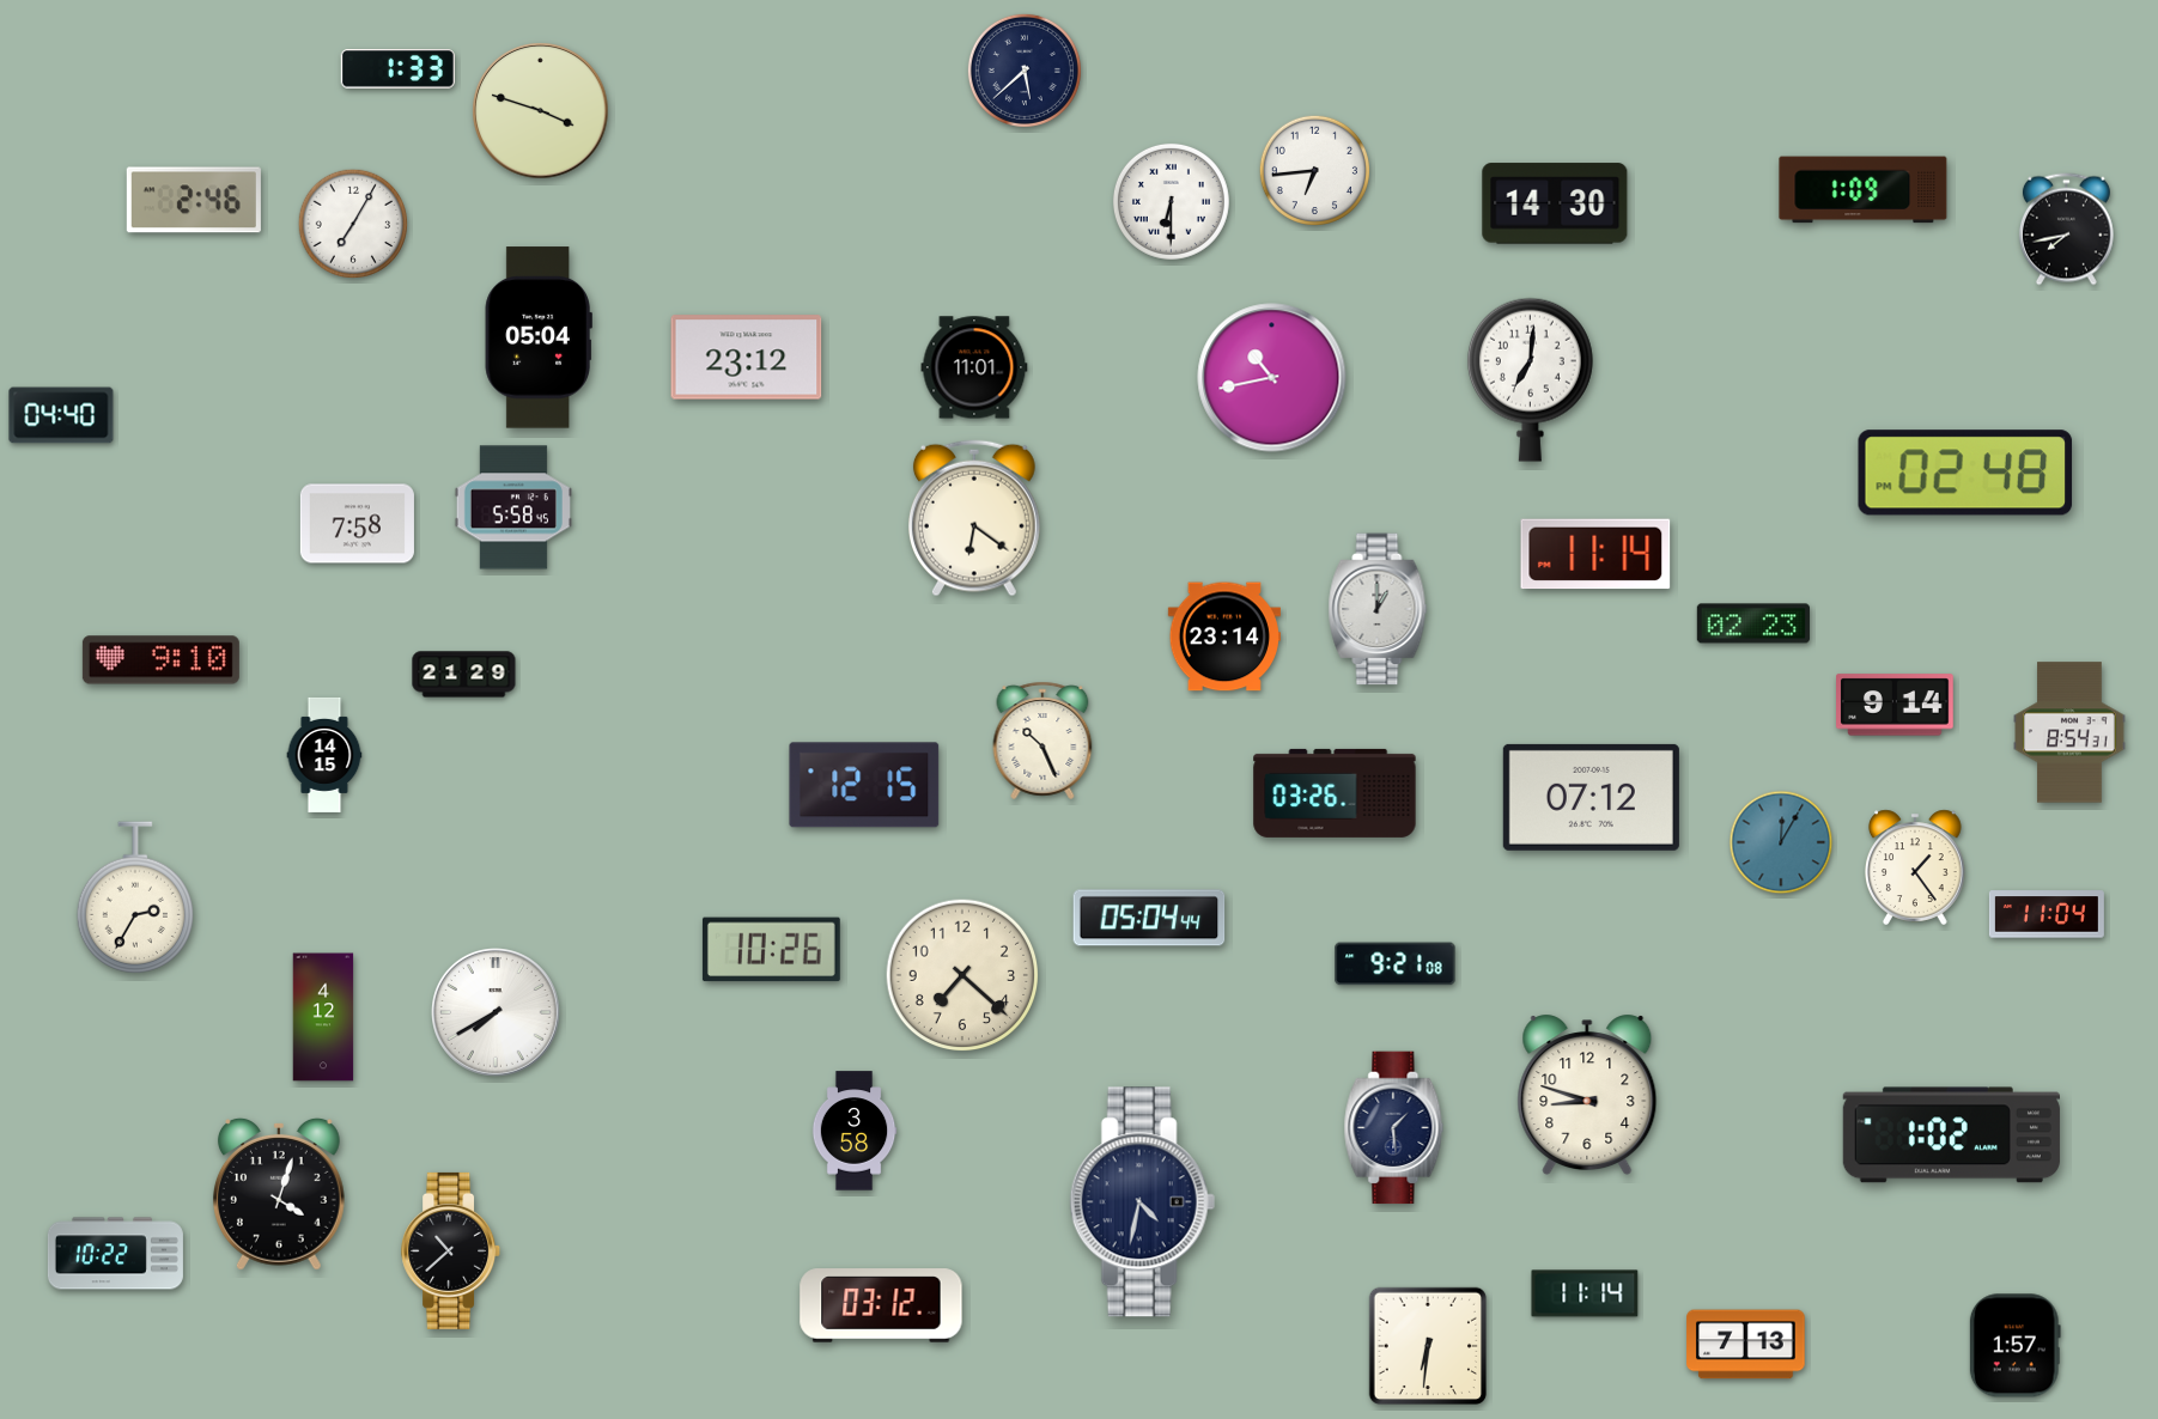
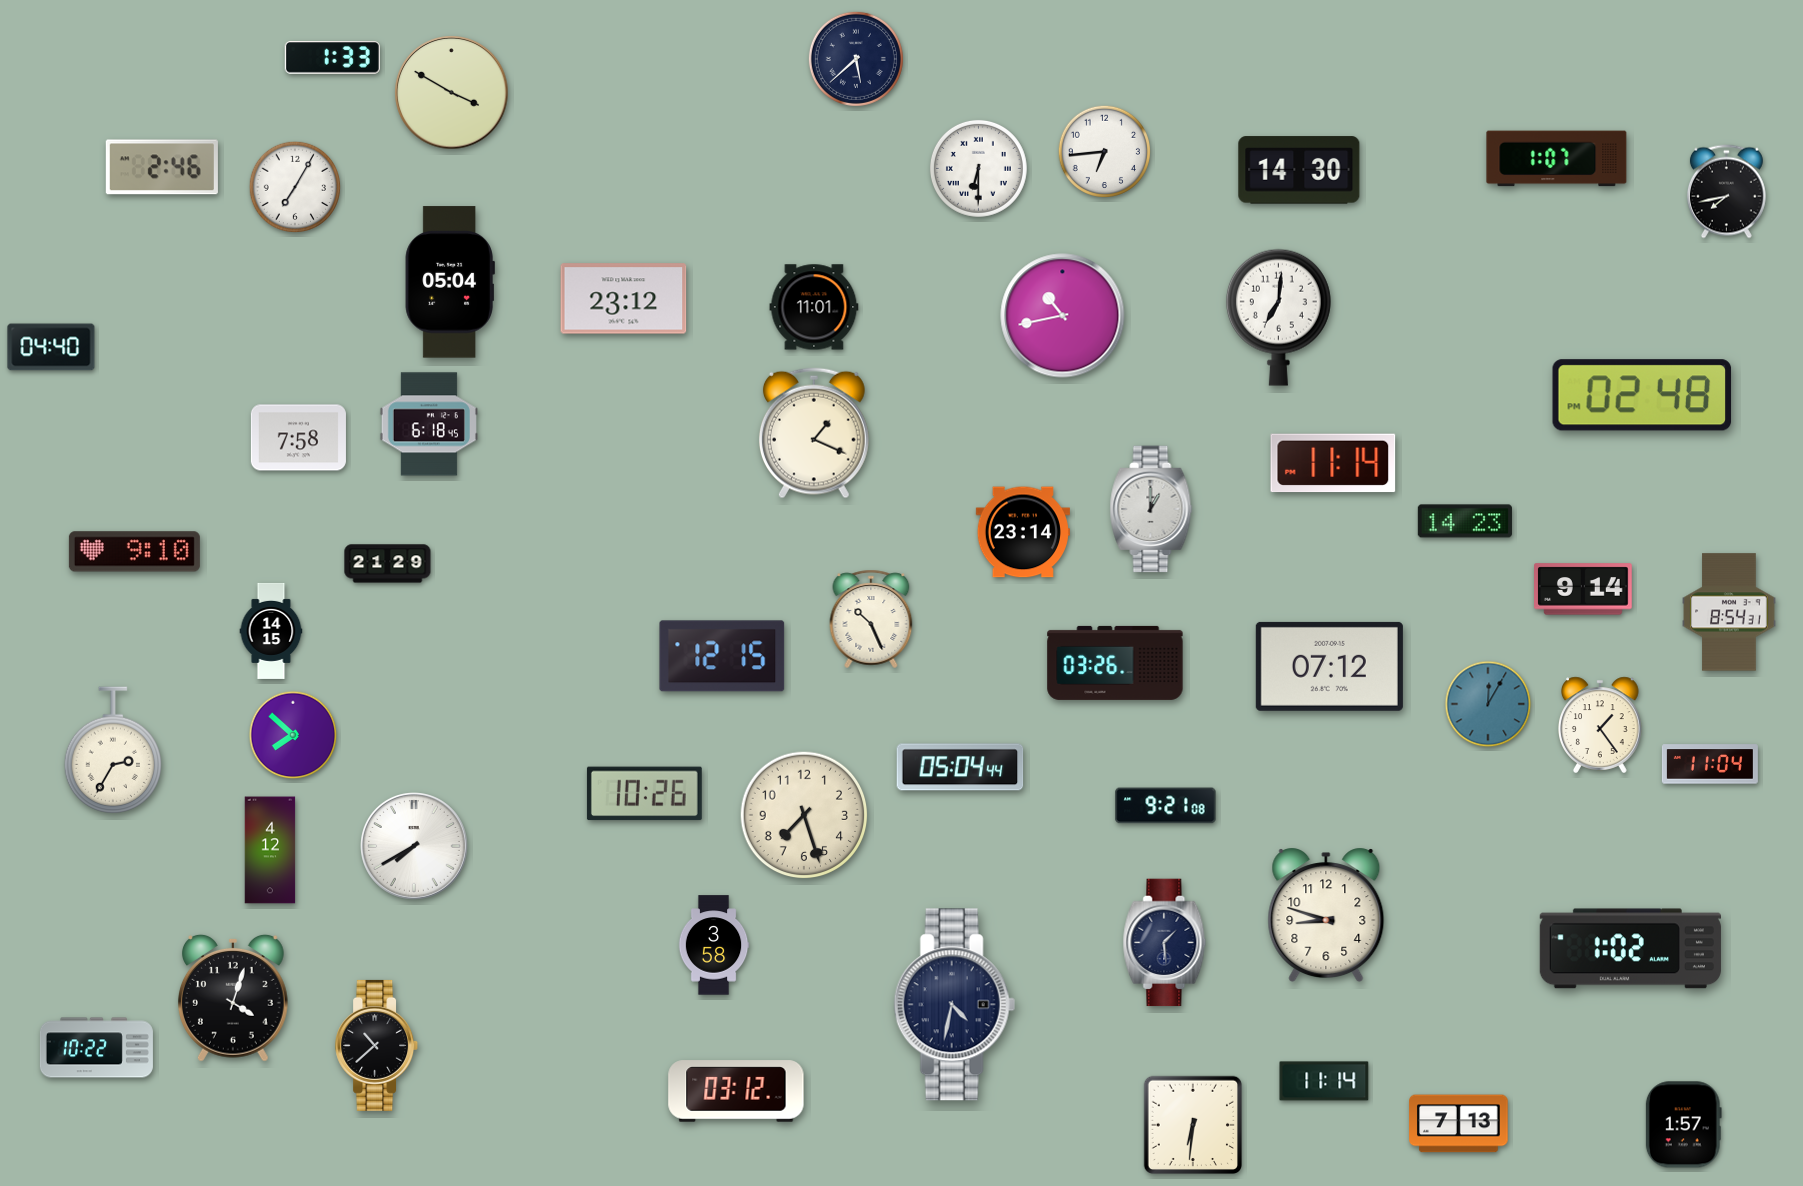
clock at (541, 111): 3:48 -> 3:50
clock at (1314, 170) position: (1314, 170) -> (1104, 151)
clock at (1864, 190): 1:09 -> 1:07
clock at (513, 507): 5:58 -> 6:18
clock at (974, 518): 6:21 -> 1:19
clock at (1753, 623): 02:23 -> 14:23
clock at (293, 735): none -> 7:52
clock at (962, 975): 7:22 -> 7:27
